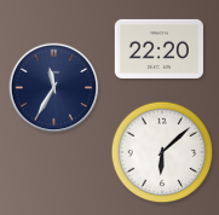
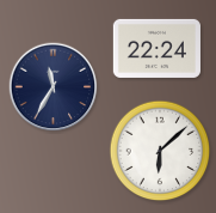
clock at (159, 48): 22:20 -> 22:24
